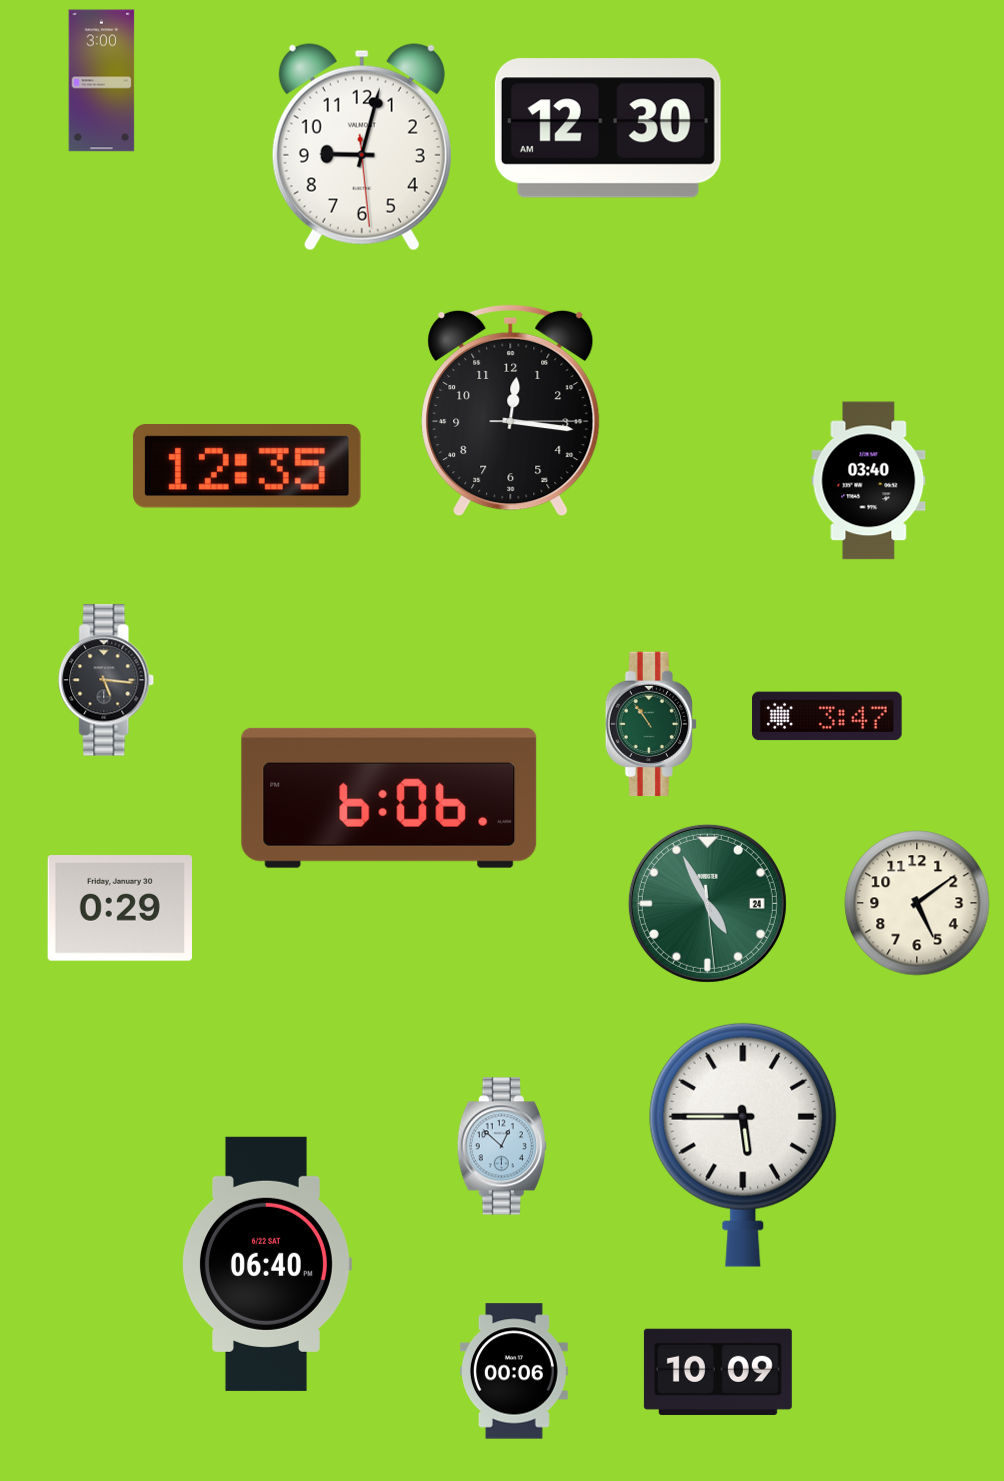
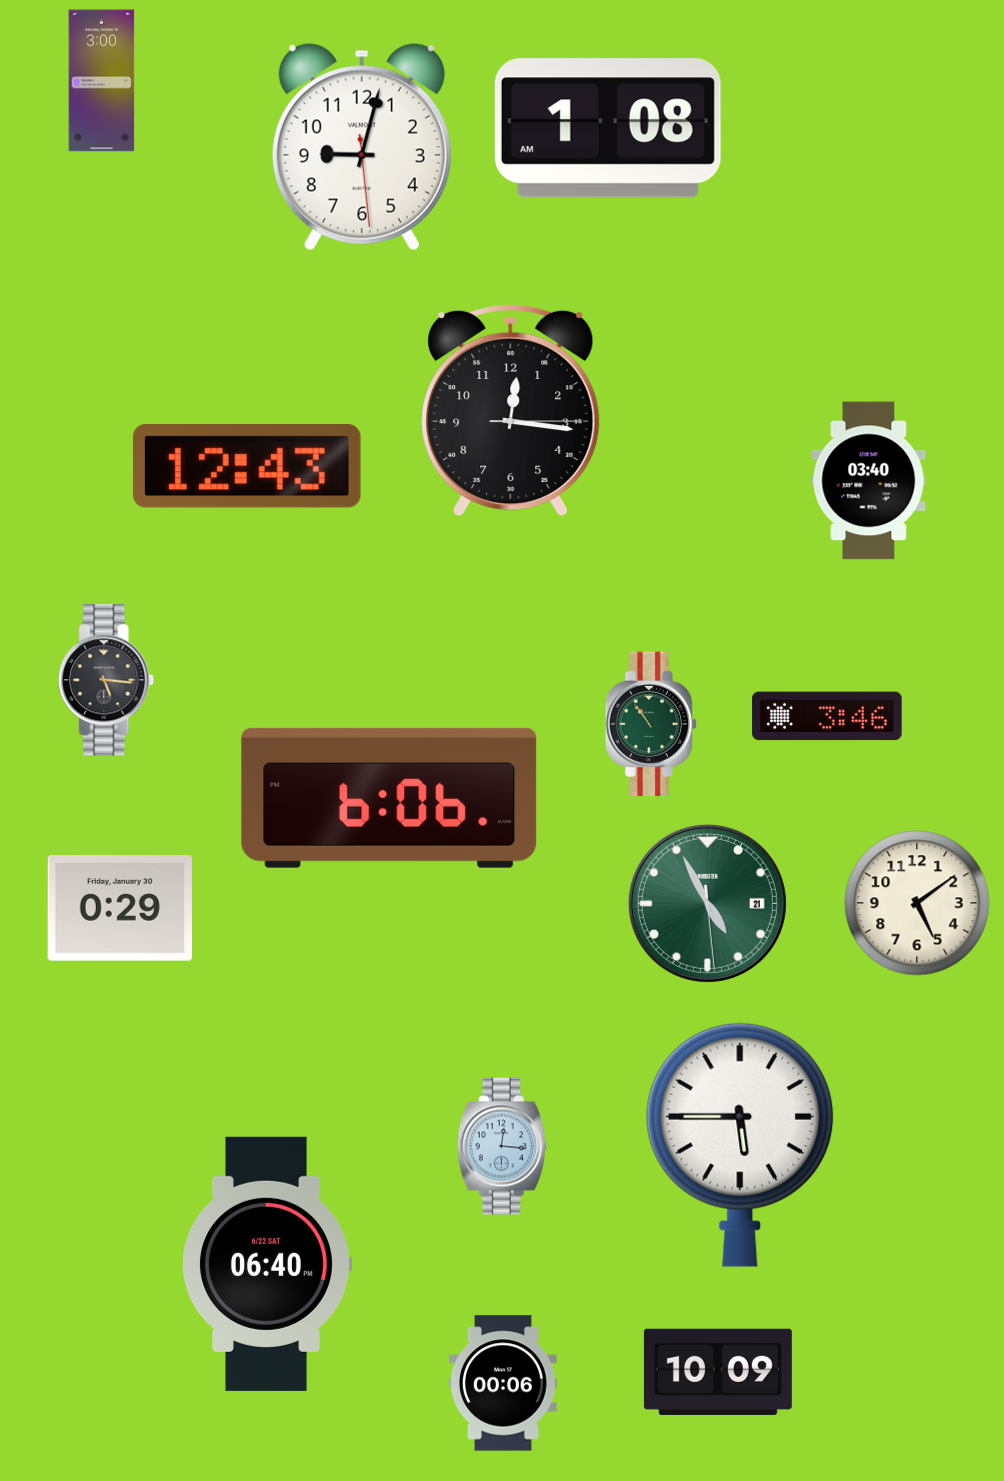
clock at (608, 128): 12:30 -> 1:08
clock at (247, 467): 12:35 -> 12:43
clock at (827, 716): 3:47 -> 3:46
clock at (707, 903) date: 24 -> 21
clock at (743, 1145) position: (743, 1145) -> (740, 1145)
clock at (502, 1146): 12:52 -> 12:16
clock at (514, 1371) position: (514, 1371) -> (503, 1383)
